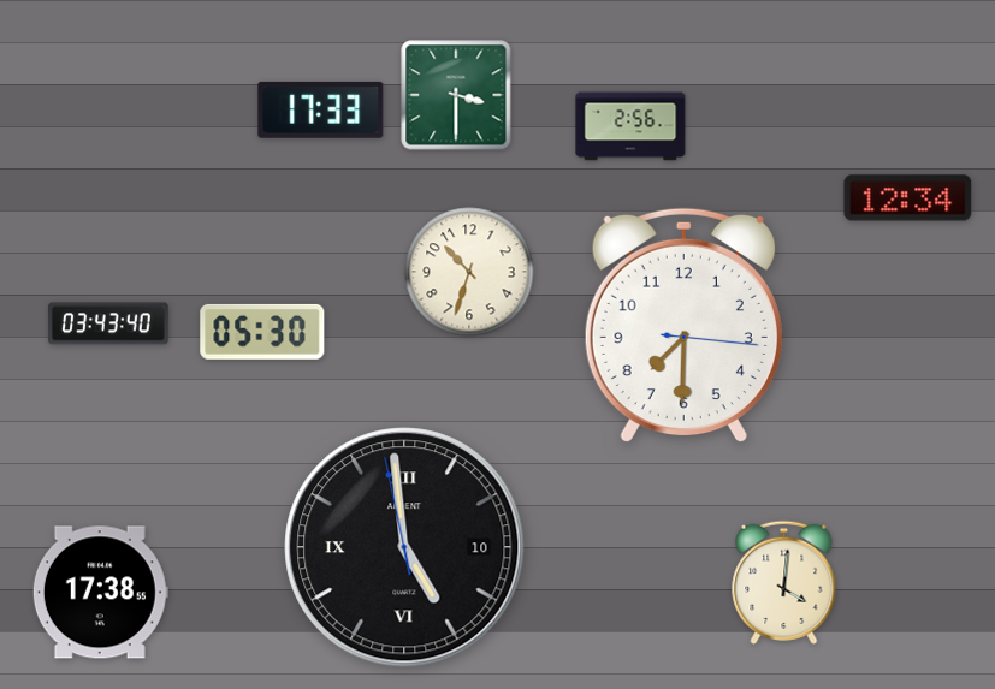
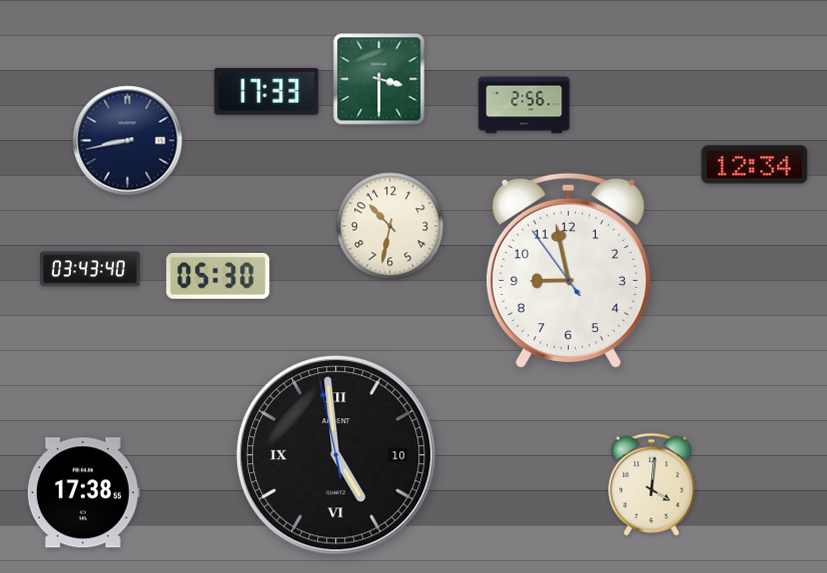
clock at (128, 141): none -> 8:43
clock at (469, 272): 10:33 -> 10:32
clock at (683, 326): 7:30 -> 8:57
